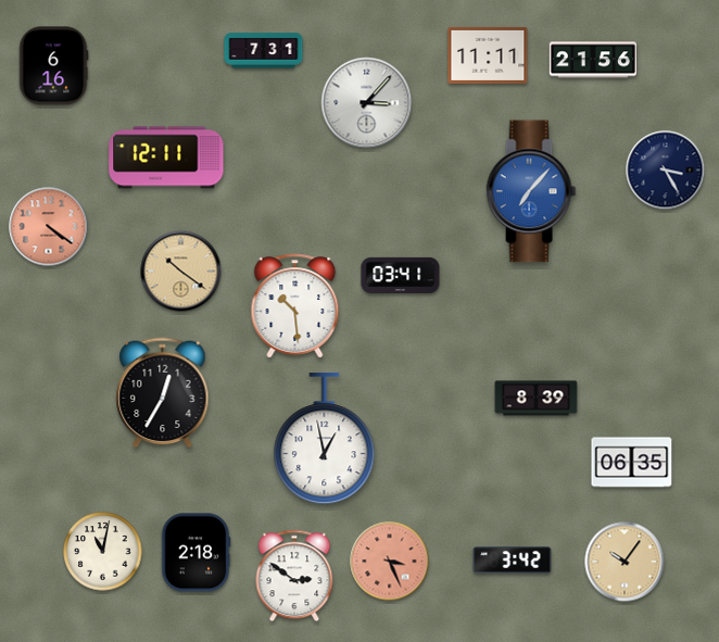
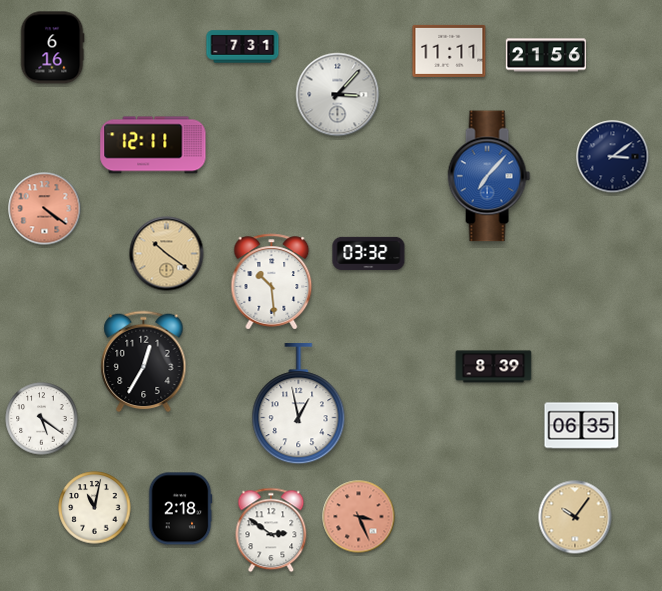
clock at (53, 66) position: (53, 66) -> (52, 48)
clock at (666, 171): 3:25 -> 3:09
clock at (181, 272) position: (181, 272) -> (167, 254)
clock at (401, 275): 03:41 -> 03:32
clock at (163, 393) position: (163, 393) -> (144, 362)
clock at (42, 419): none -> 5:21
clock at (513, 561): 3:42 -> none
